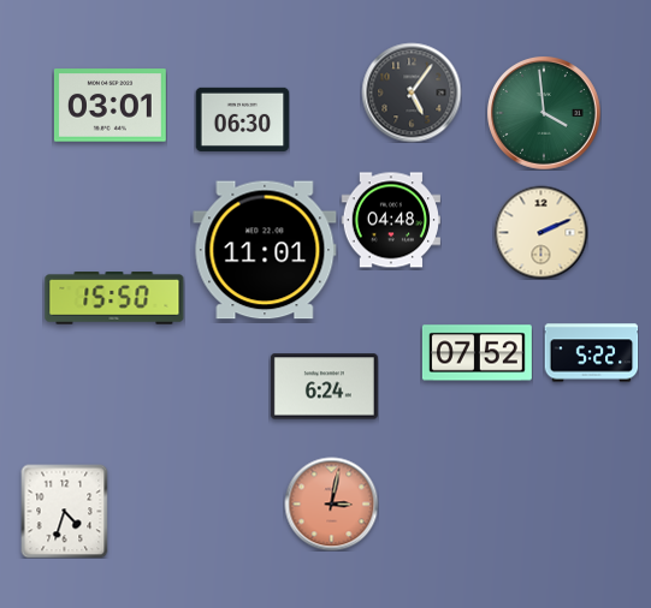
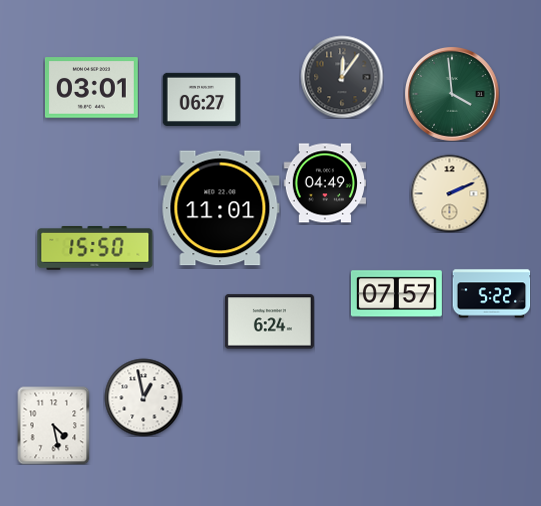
clock at (412, 93): 5:06 -> 12:06
clock at (242, 119): 06:30 -> 06:27
clock at (390, 220): 04:48 -> 04:49
clock at (477, 353): 07:52 -> 07:57
clock at (143, 397): none -> 12:58
clock at (331, 503): 3:02 -> none
clock at (65, 511): 4:33 -> 4:28
